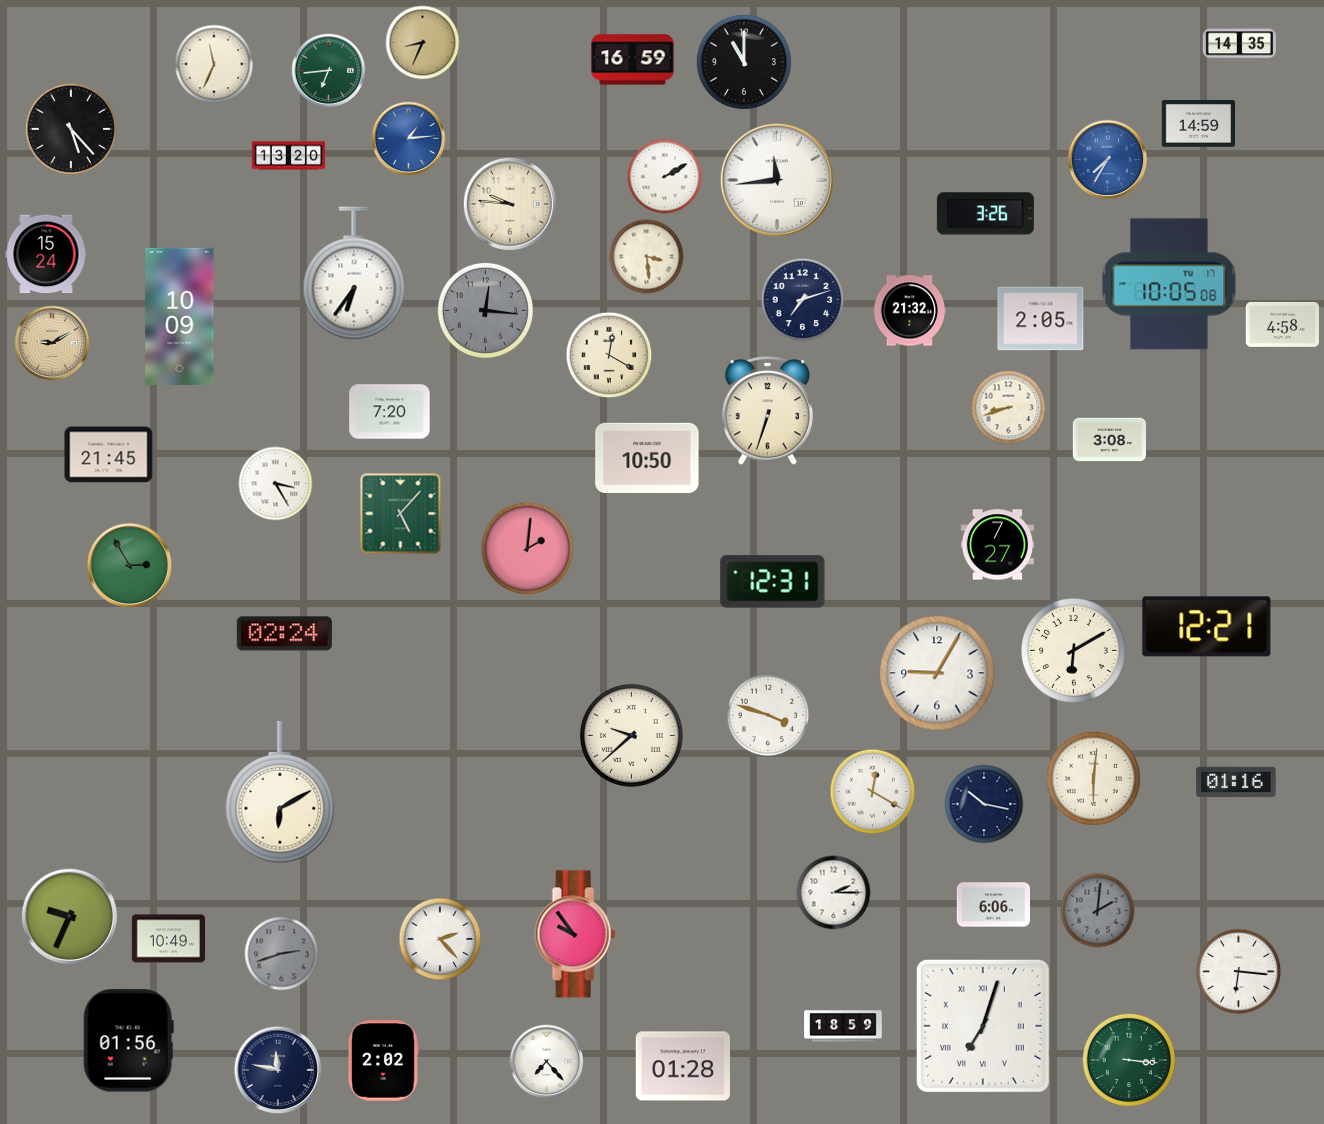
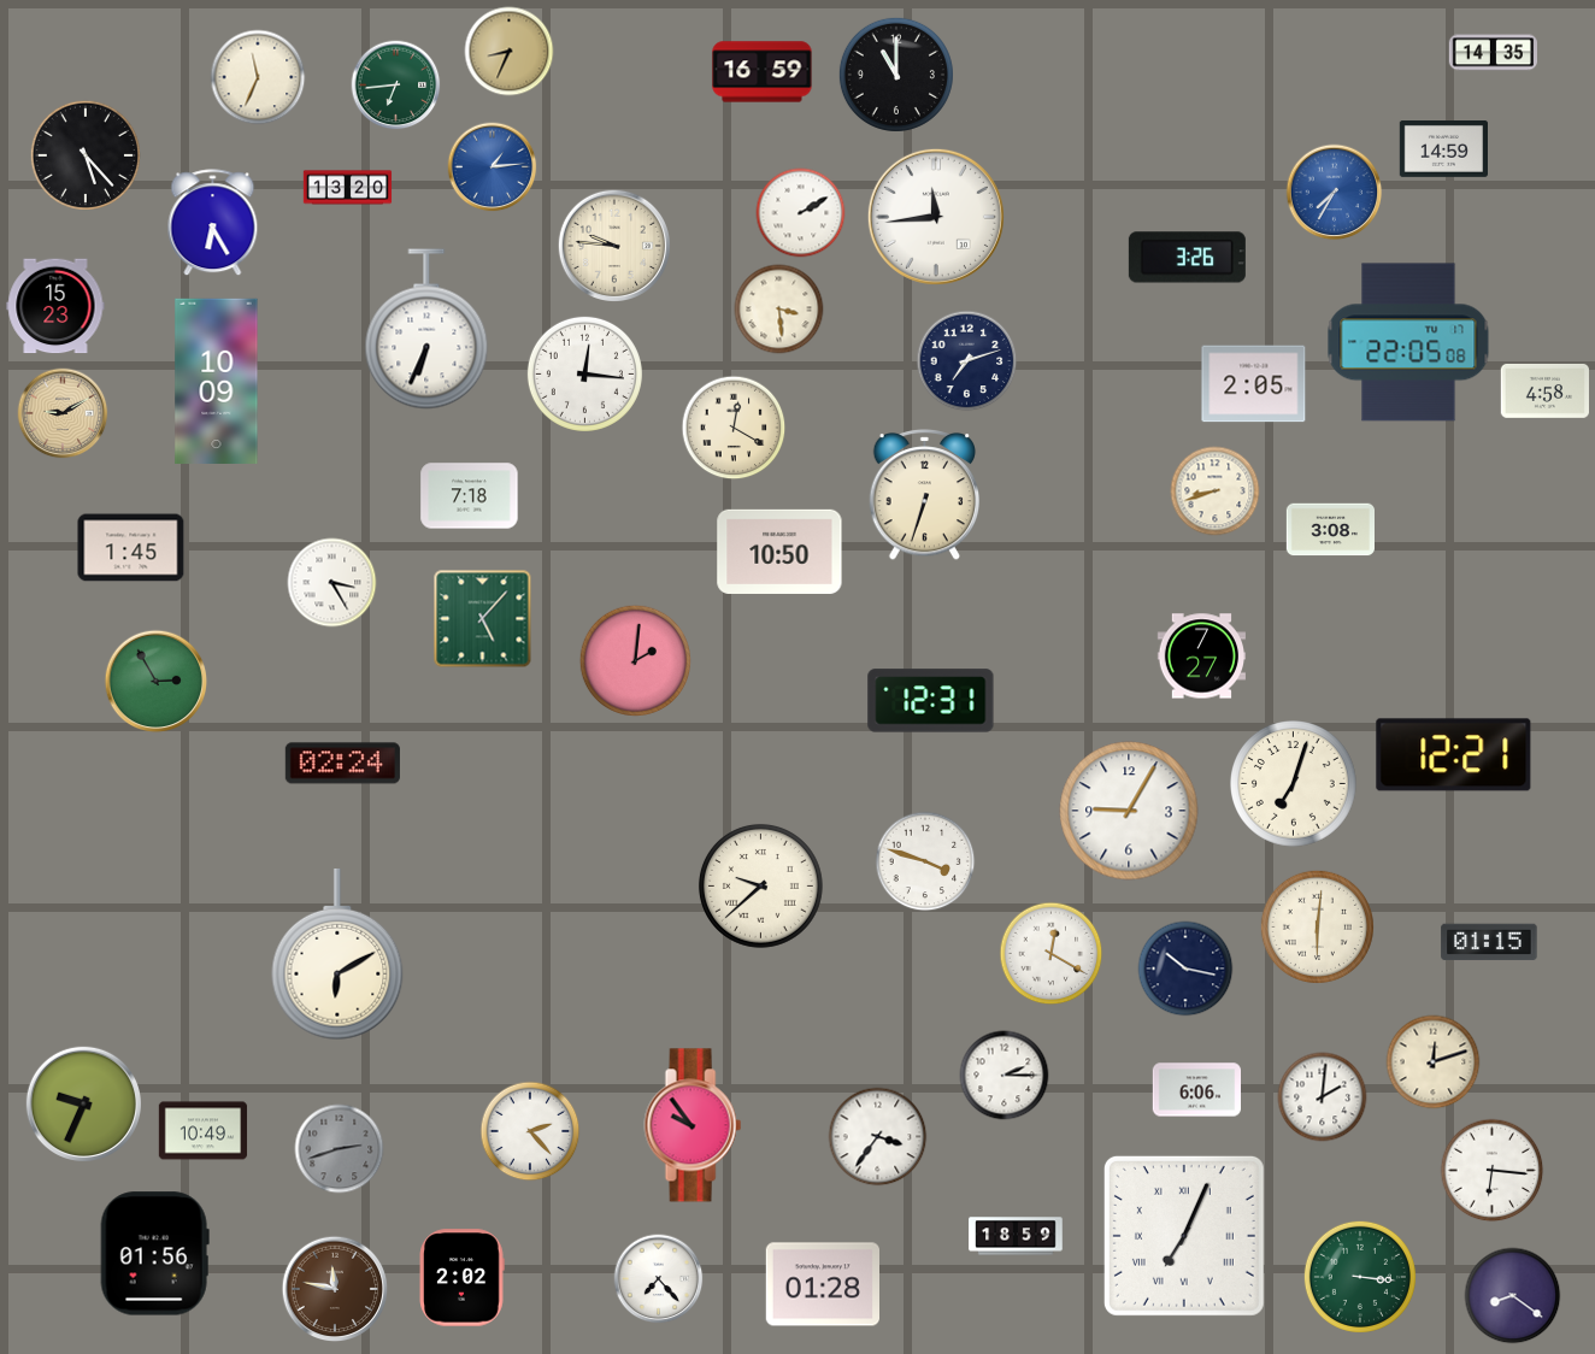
clock at (213, 223): none -> 6:25
clock at (46, 254): 15:24 -> 15:23
clock at (354, 273): 6:36 -> 6:34
clock at (1169, 284): 10:05 -> 22:05
clock at (485, 310) dial: grey -> white
clock at (909, 311): 21:32 -> none
clock at (390, 412): 7:20 -> 7:18
clock at (1110, 440) position: (1110, 440) -> (1331, 530)
clock at (109, 455): 21:45 -> 1:45
clock at (1074, 651): 6:10 -> 7:03
clock at (1093, 778) position: (1093, 778) -> (1317, 926)
clock at (1236, 782): 01:16 -> 01:15
clock at (1434, 1062): none -> 12:12
clock at (1098, 911) dial: grey -> white
clock at (878, 1137): none -> 3:36
clock at (983, 1026): 7:03 -> 7:04
clock at (278, 1070) dial: navy -> brown
clock at (1513, 1296): none -> 8:21
